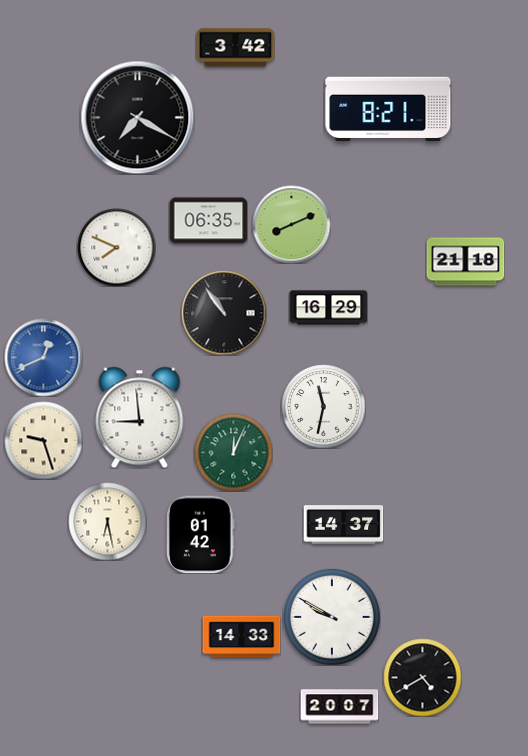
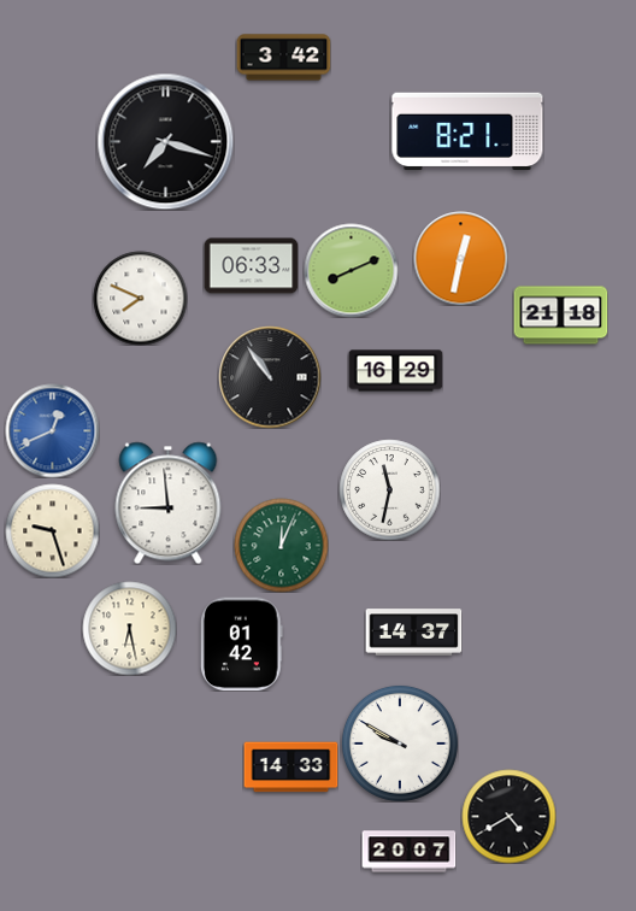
clock at (137, 117): 7:20 -> 7:18
clock at (460, 258): none -> 12:32
clock at (208, 221): 06:35 -> 06:33
